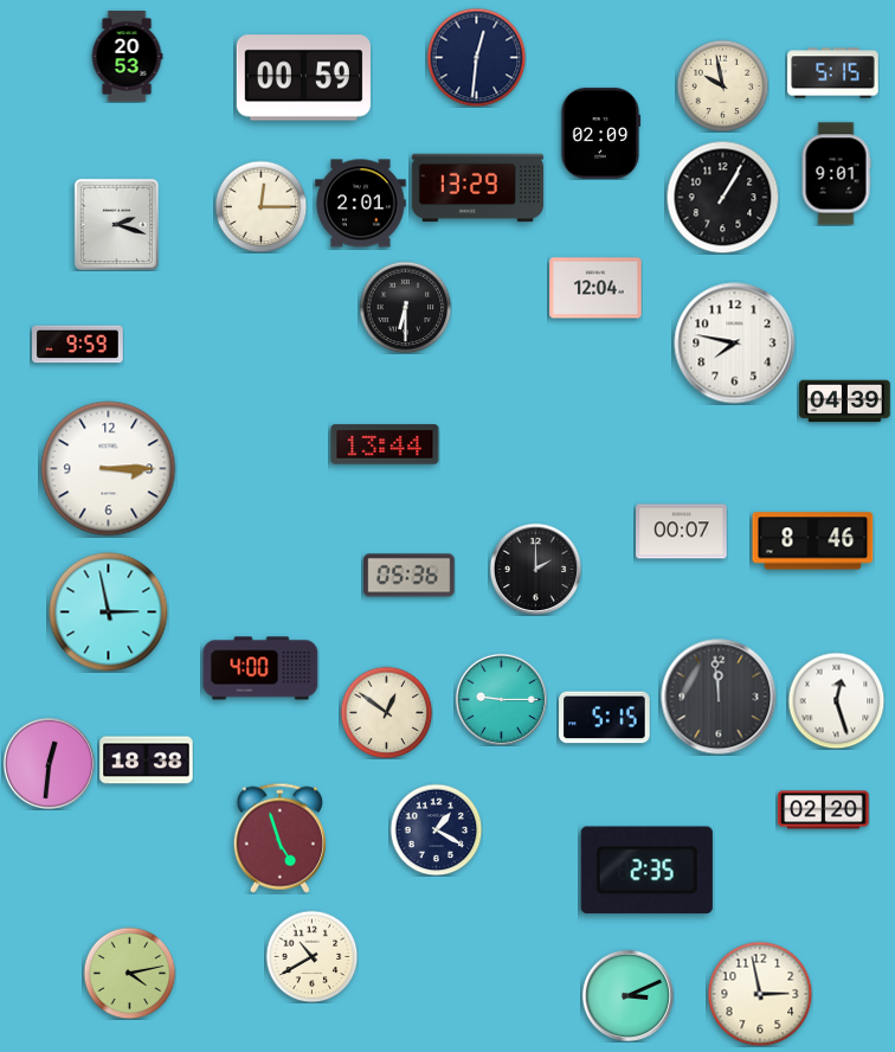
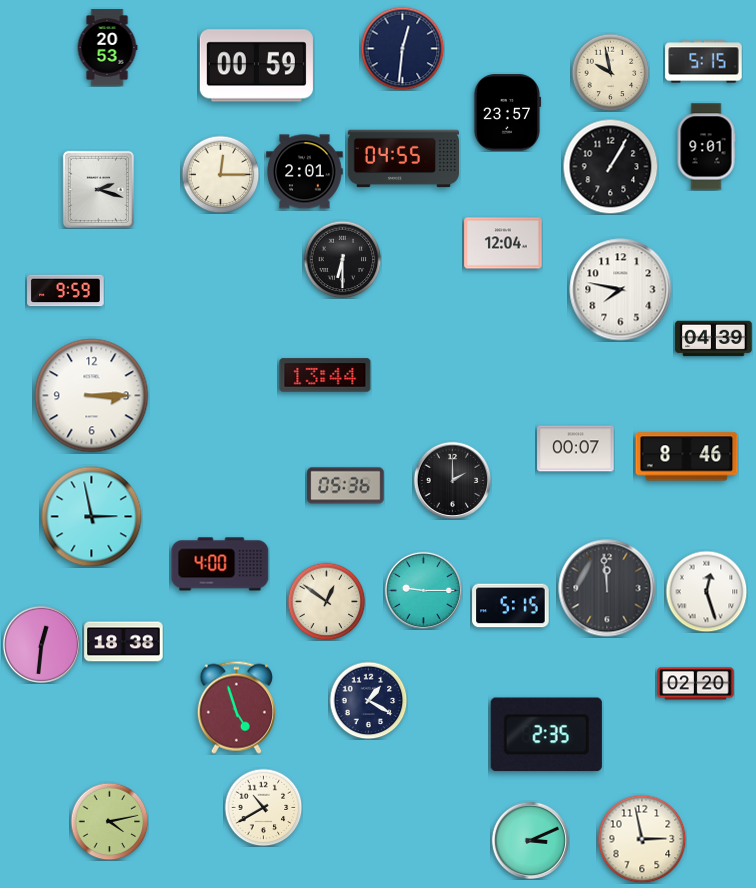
clock at (600, 134): 02:09 -> 23:57
clock at (477, 188): 13:29 -> 04:55
